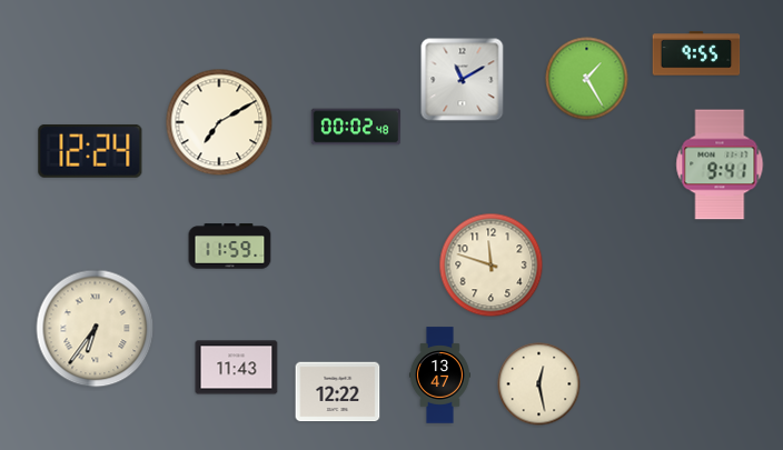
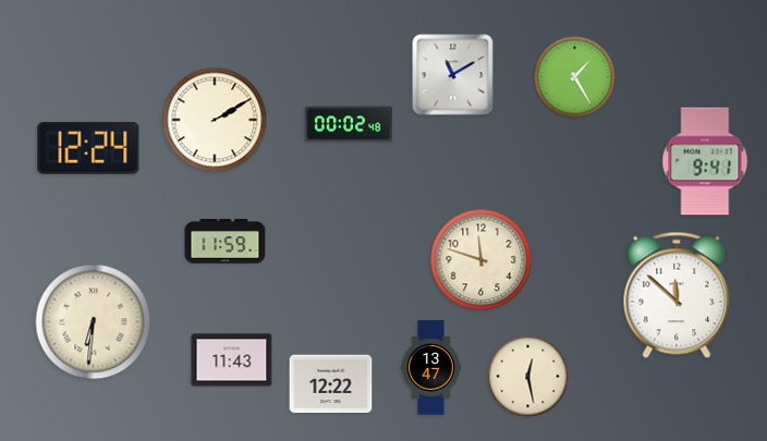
clock at (696, 53): 9:55 -> none
clock at (463, 80) position: (463, 80) -> (453, 75)
clock at (219, 122): 7:10 -> 2:10
clock at (677, 295): none -> 11:52
clock at (96, 329): 6:36 -> 6:31
